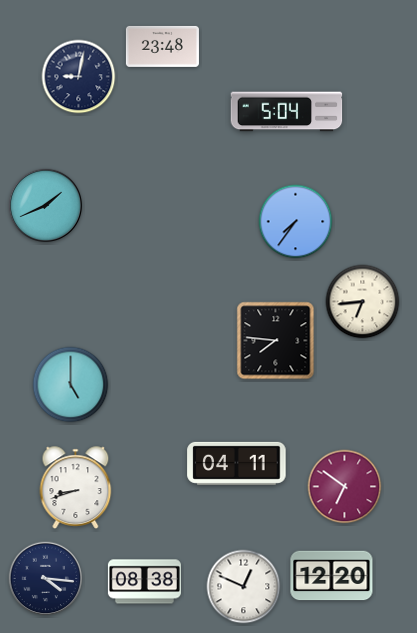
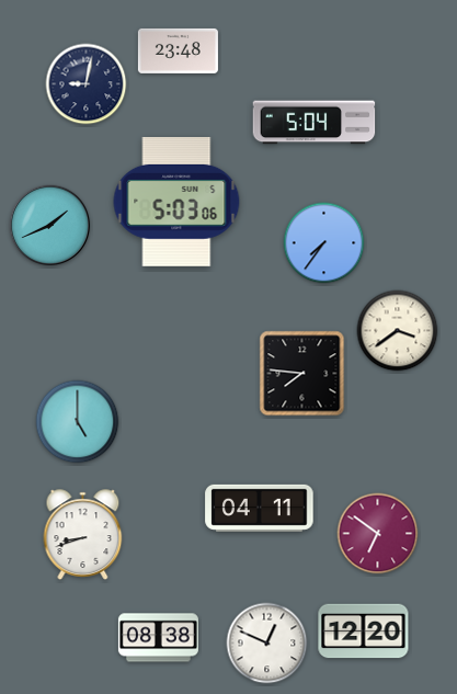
clock at (176, 202): none -> 5:03
clock at (363, 302): 6:44 -> 3:39
clock at (46, 579): 4:16 -> none
